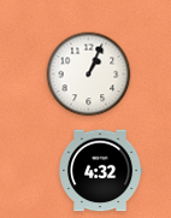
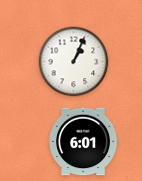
clock at (101, 171): 4:32 -> 6:01
